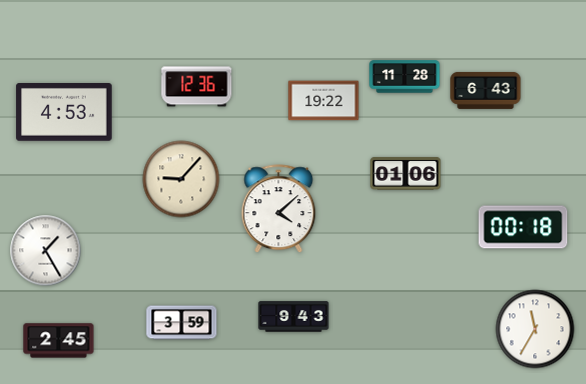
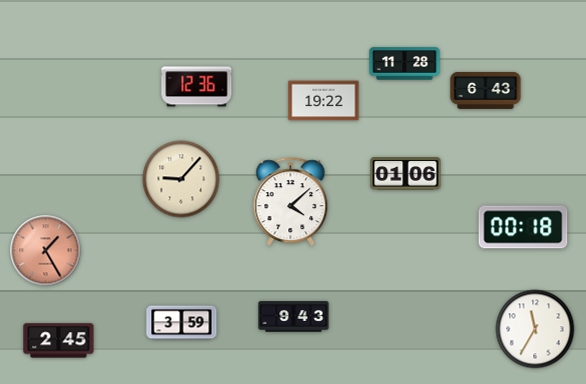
clock at (405, 77) position: (405, 77) -> (405, 64)
clock at (64, 113): 4:53 -> none
clock at (279, 209) position: (279, 209) -> (291, 202)
clock at (46, 251) dial: white -> salmon
